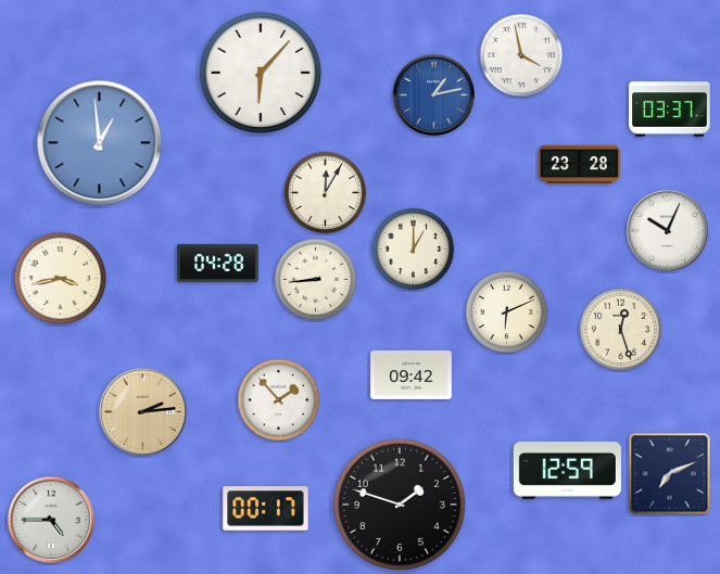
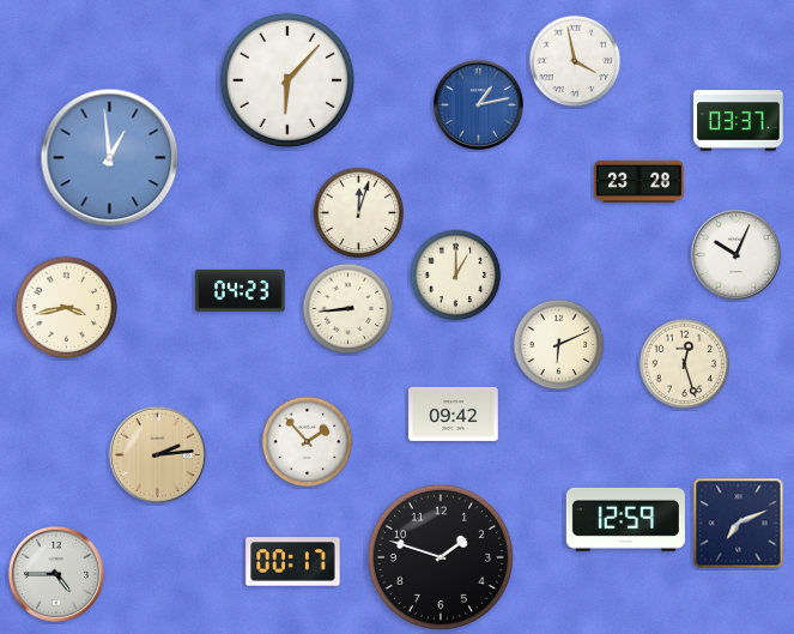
clock at (326, 193): 12:05 -> 12:03
clock at (218, 263): 04:28 -> 04:23
